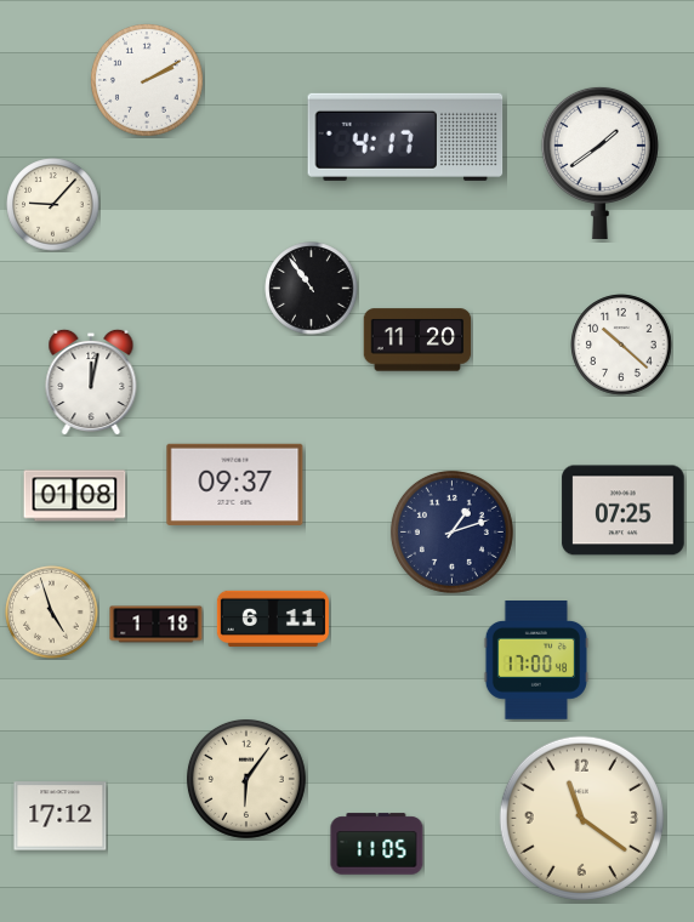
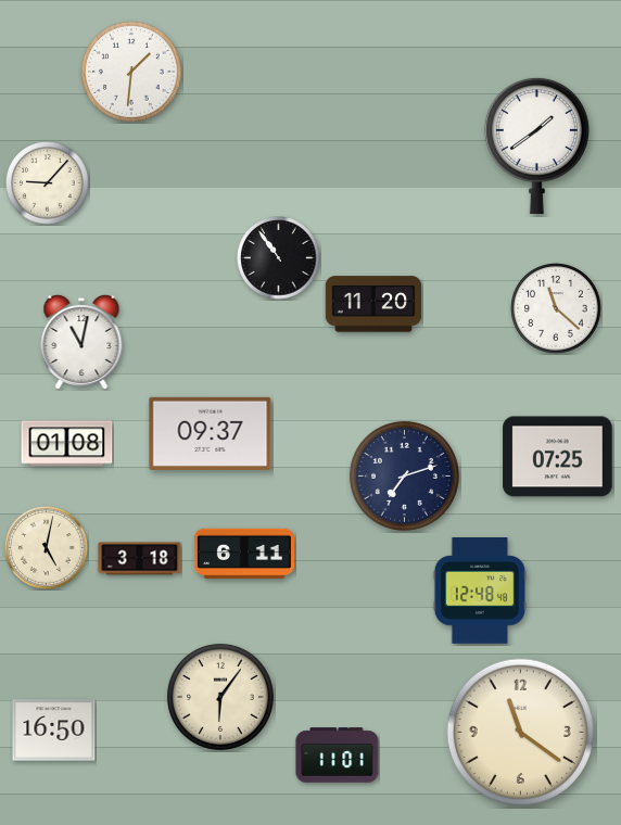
clock at (148, 81): 2:10 -> 1:31
clock at (405, 137): 4:17 -> none
clock at (621, 345): 10:22 -> 11:22
clock at (91, 382): 12:02 -> 11:02
clock at (451, 531): 1:12 -> 7:12
clock at (52, 613): 4:57 -> 5:02
clock at (157, 625): 1:18 -> 3:18
clock at (536, 661): 17:00 -> 12:48
clock at (61, 816): 17:12 -> 16:50
clock at (377, 844): 11:05 -> 11:01
